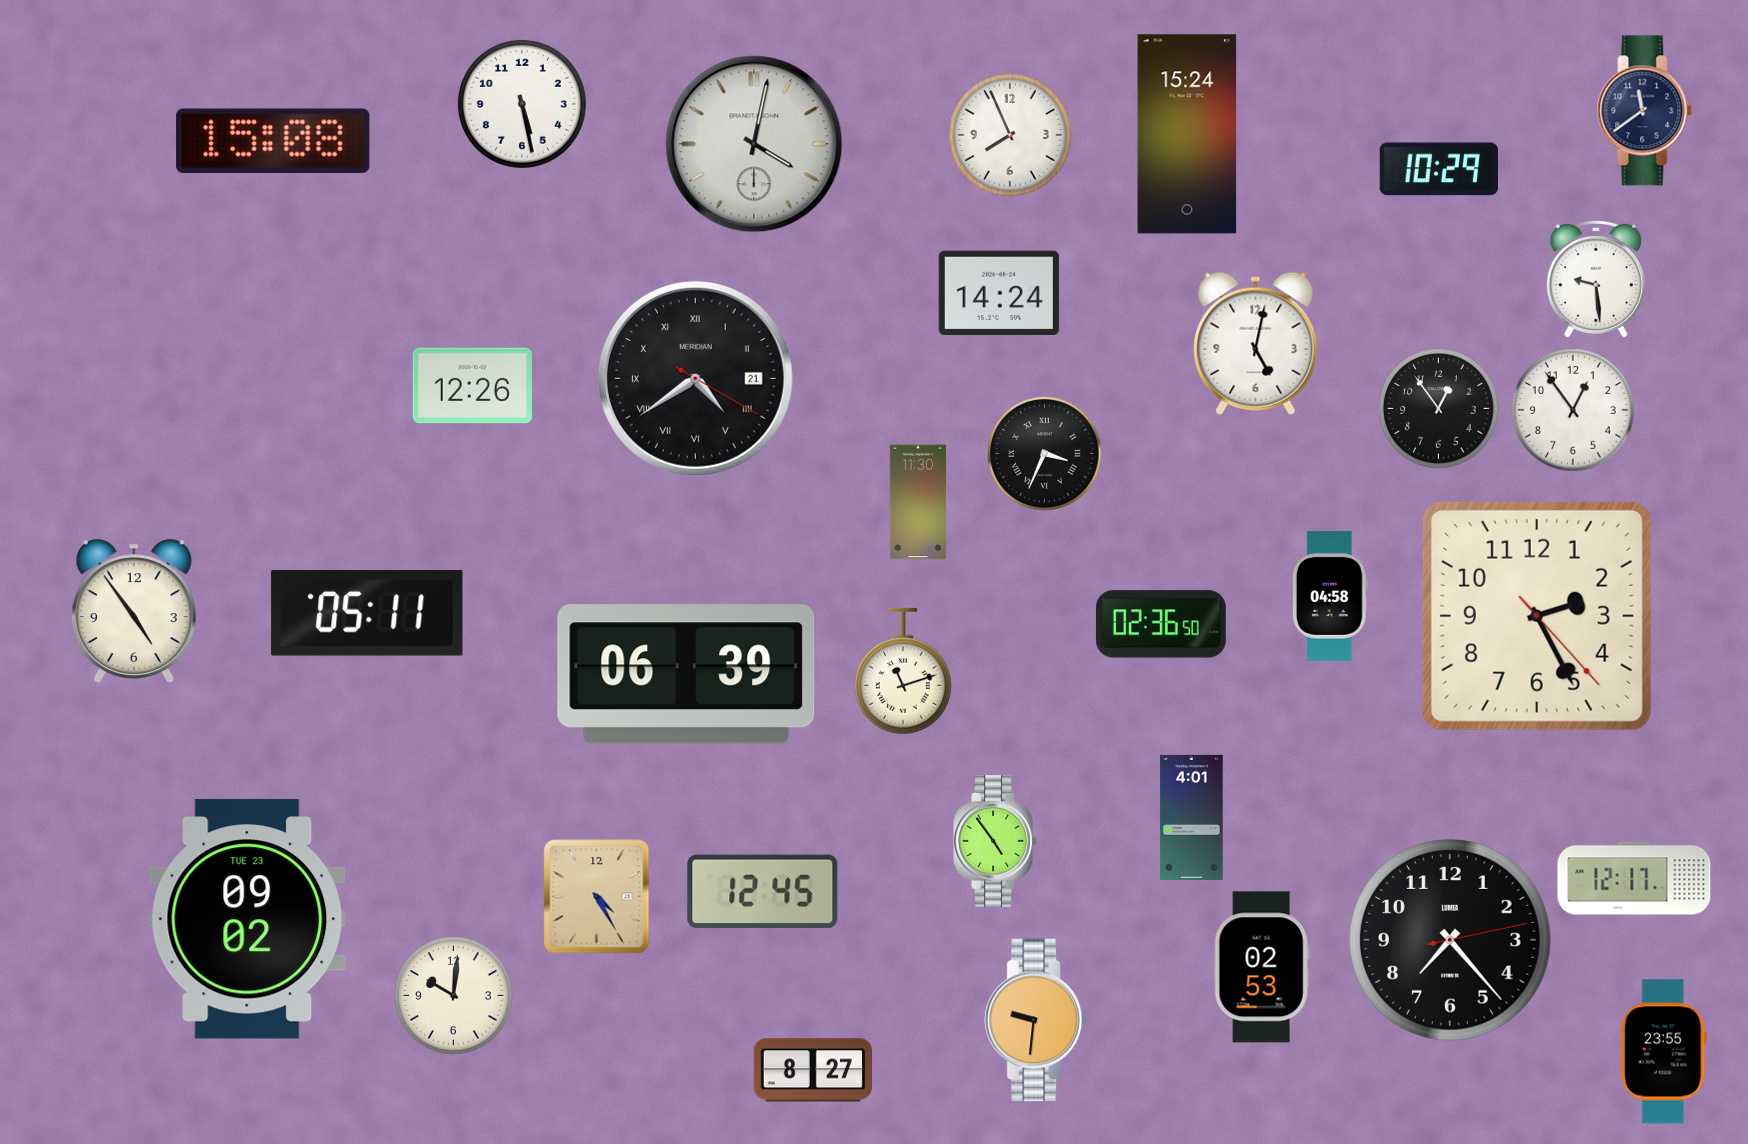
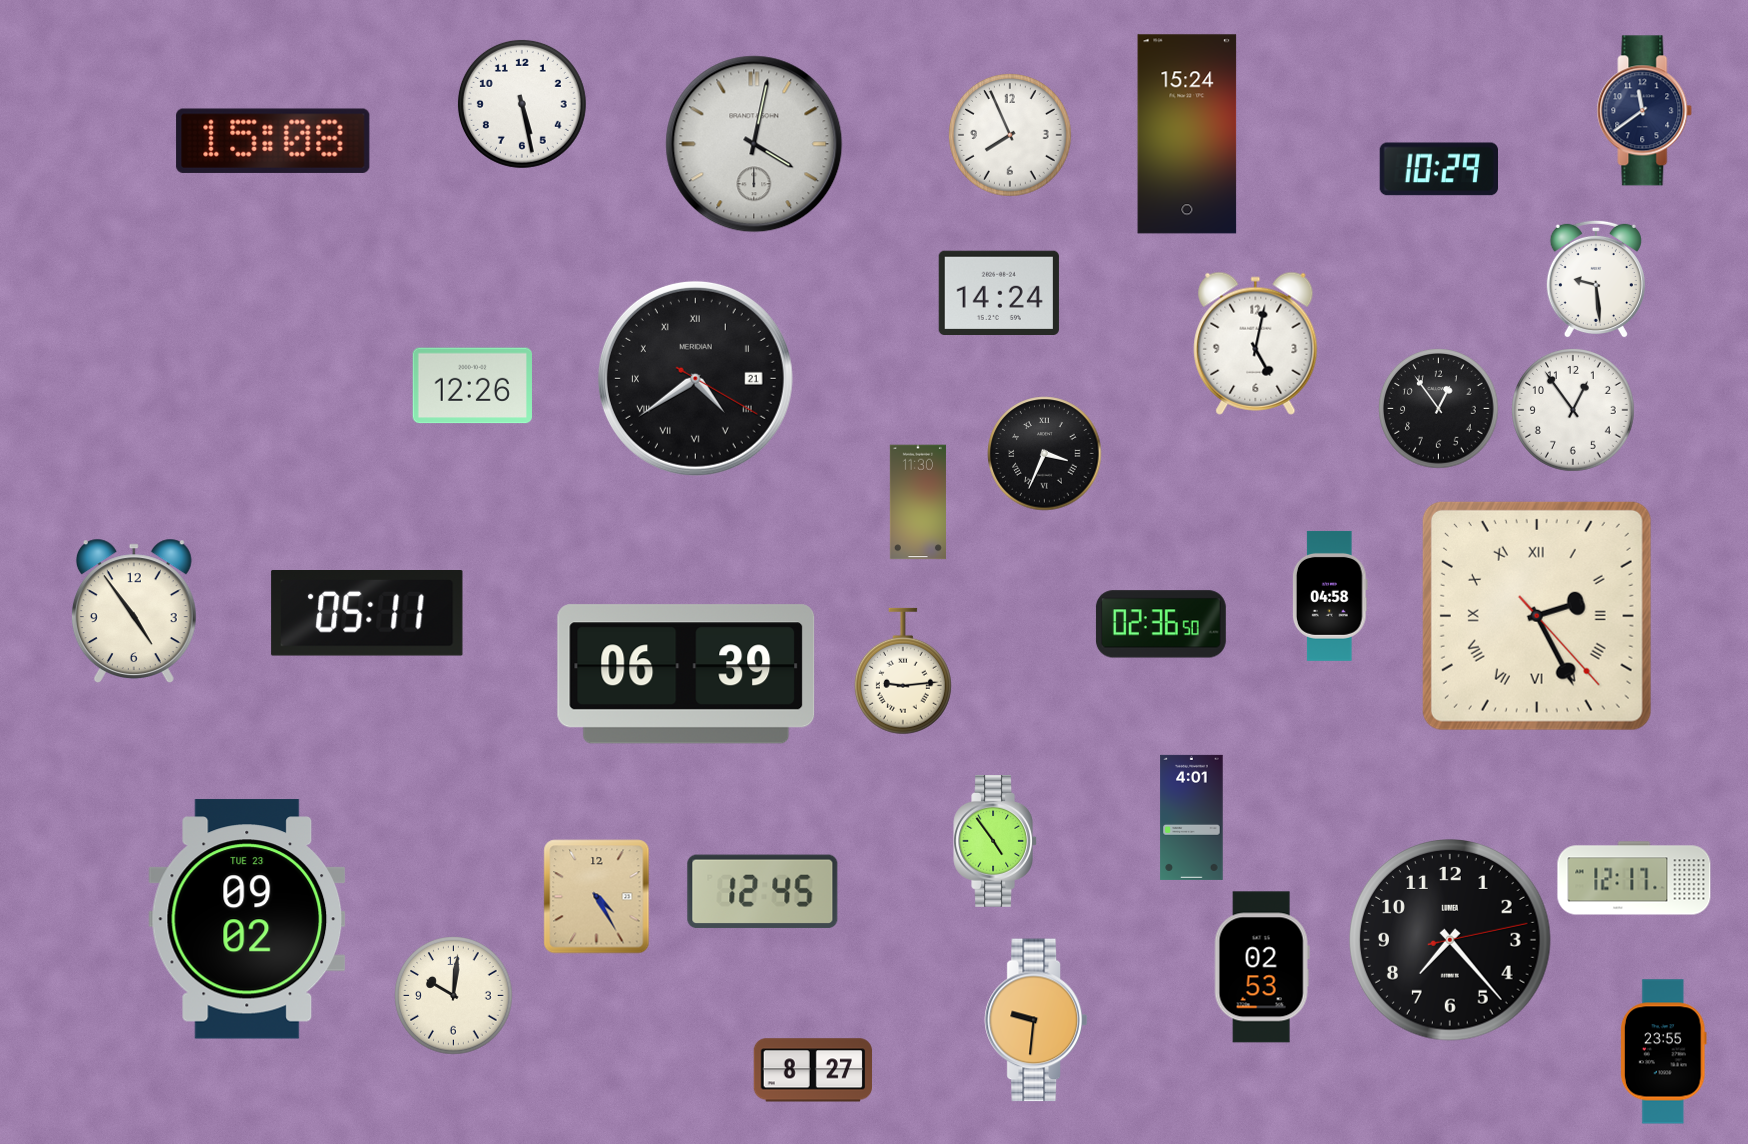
clock at (1537, 616) numerals: Arabic -> Roman
clock at (903, 671): 11:12 -> 9:14
